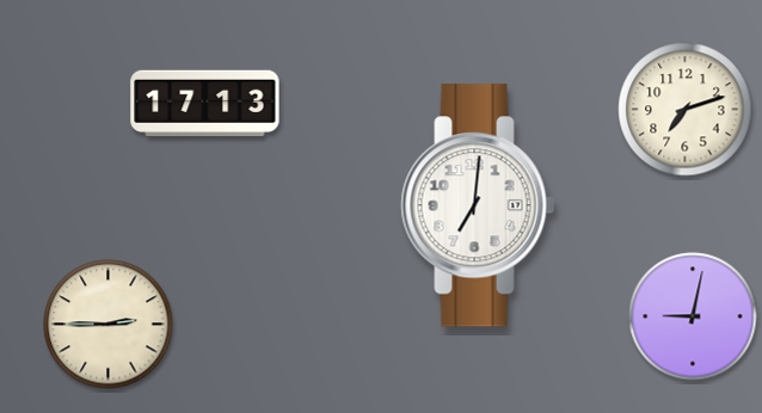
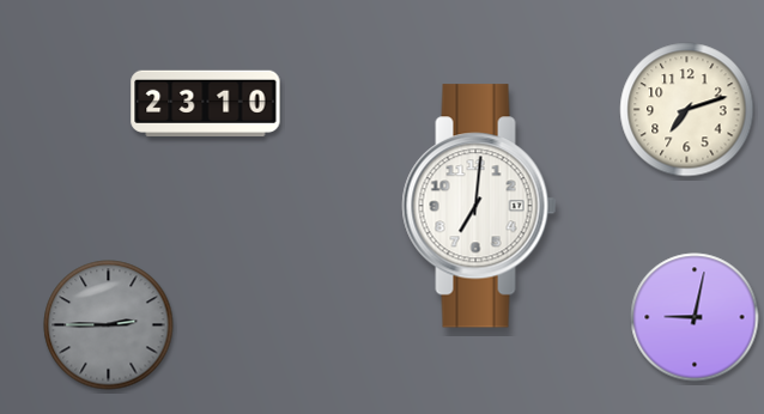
clock at (205, 103): 17:13 -> 23:10
clock at (109, 325) dial: cream -> grey
